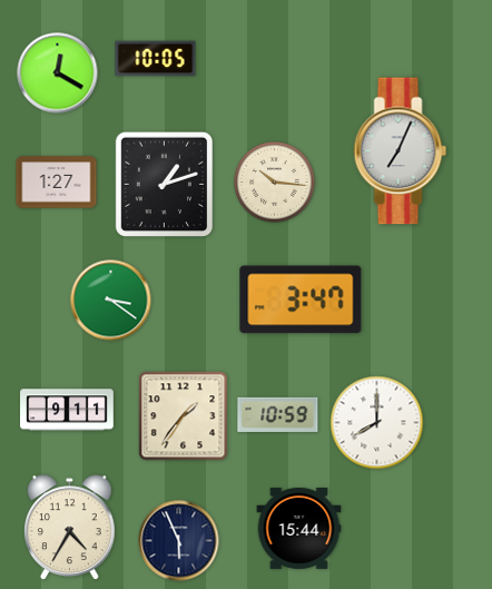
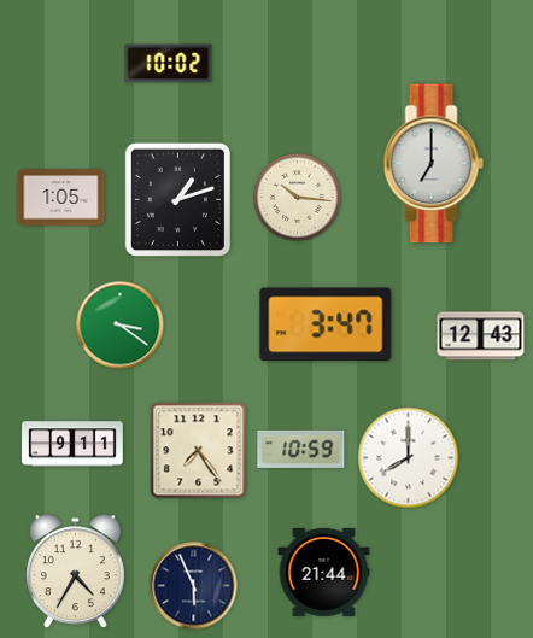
clock at (156, 59): 10:05 -> 10:02
clock at (58, 73): 12:20 -> none
clock at (401, 151): 7:04 -> 7:00
clock at (57, 183): 1:27 -> 1:05
clock at (481, 336): none -> 12:43
clock at (184, 416): 1:36 -> 7:24
clock at (299, 528): 15:44 -> 21:44
